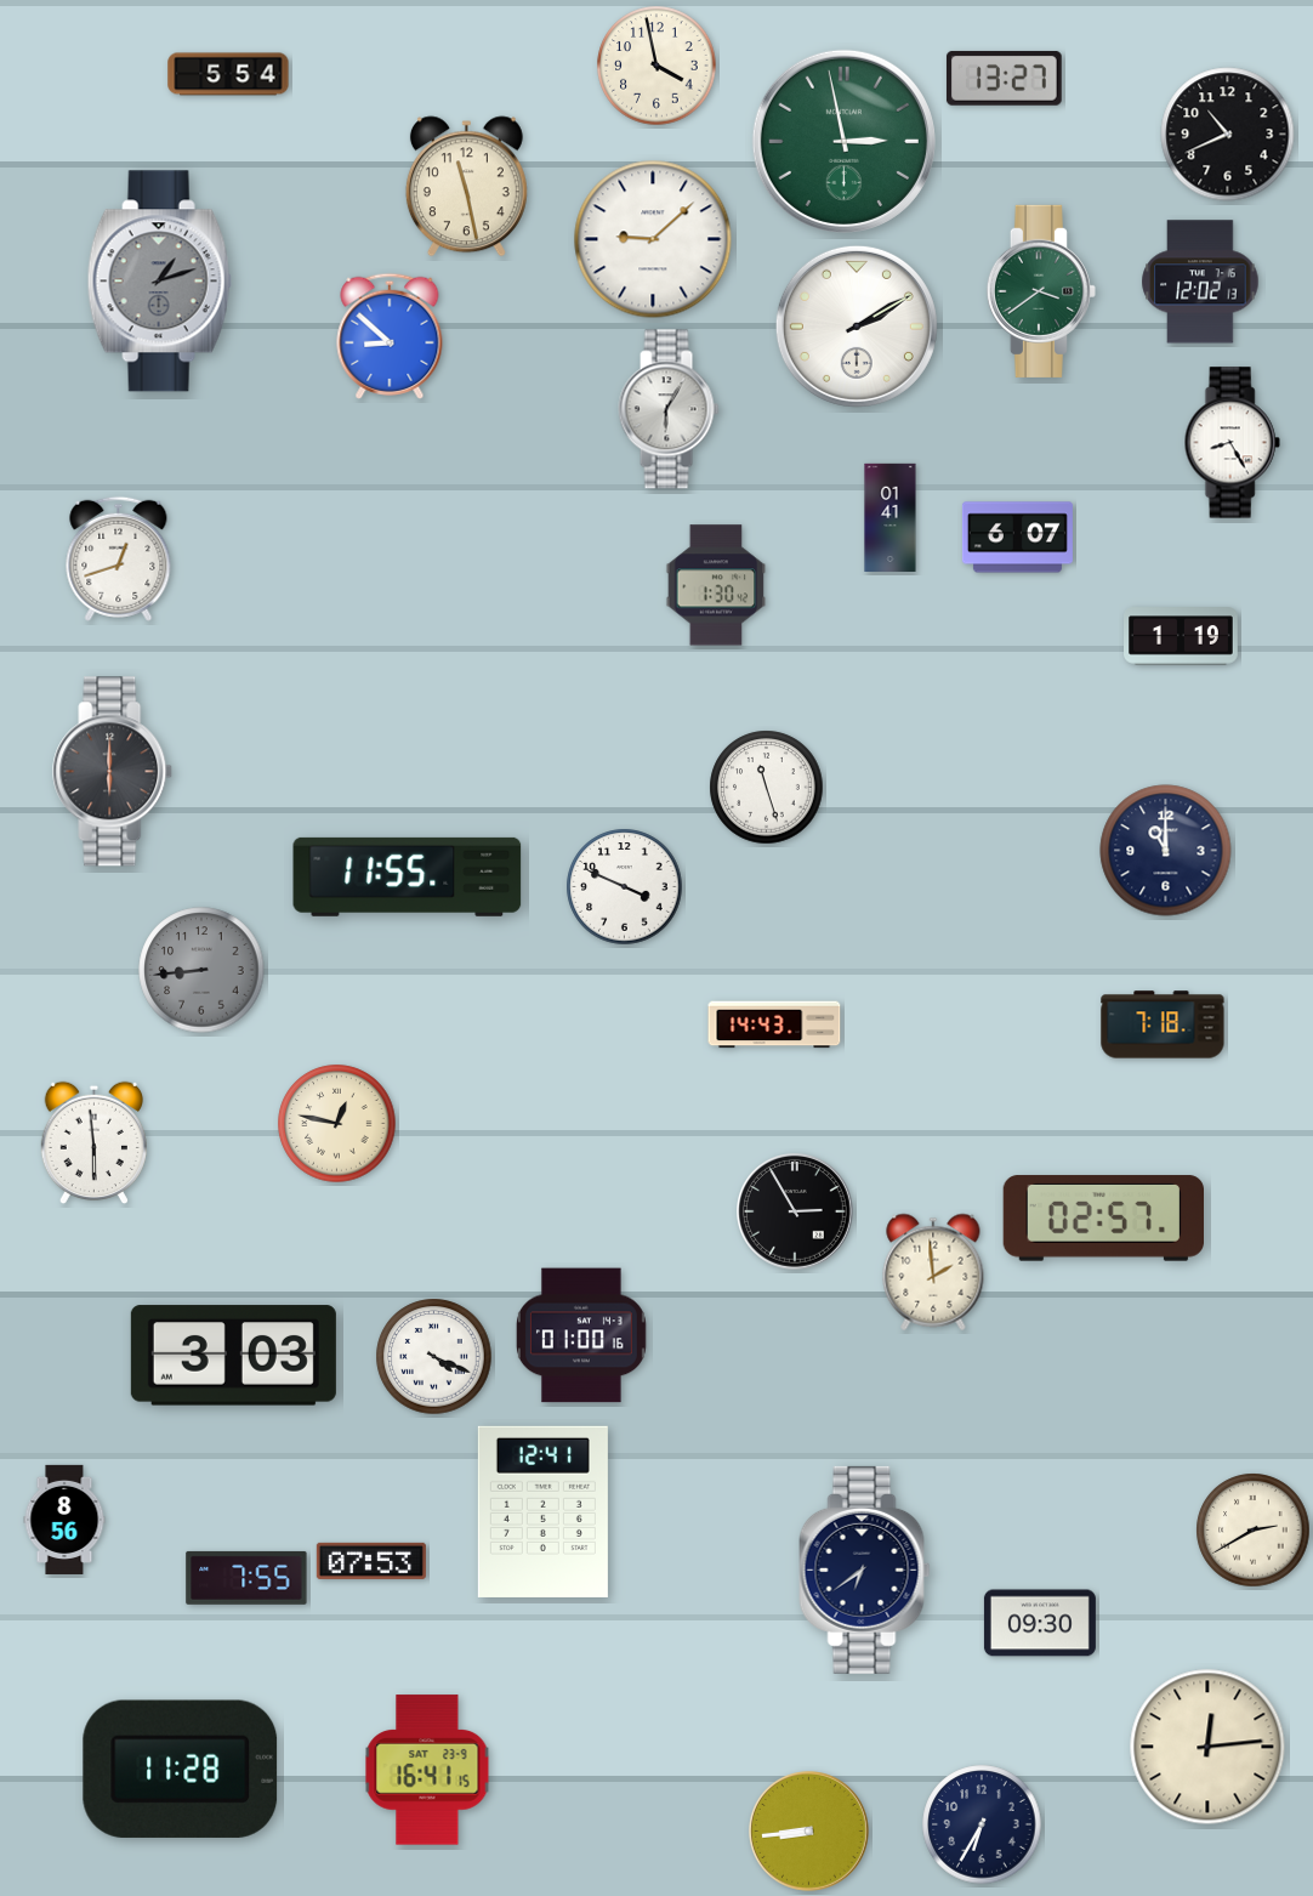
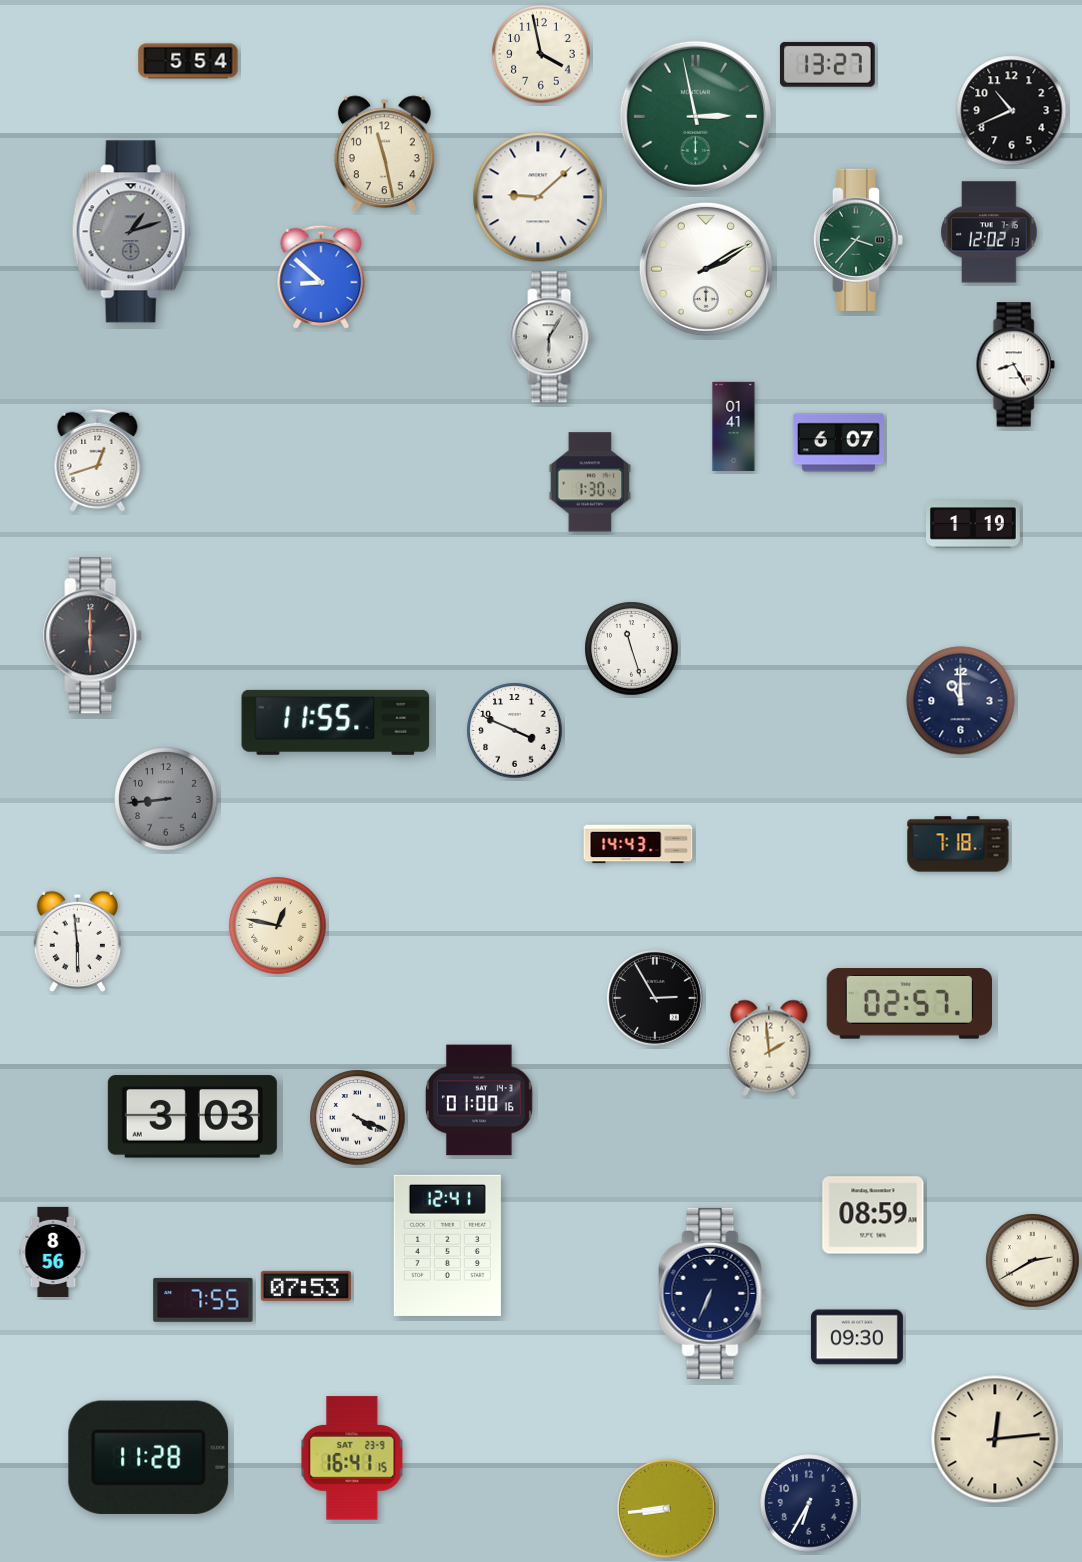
clock at (1041, 291): 3:39 -> 3:37
clock at (873, 1215): none -> 08:59
clock at (865, 1569): 6:39 -> 6:34
